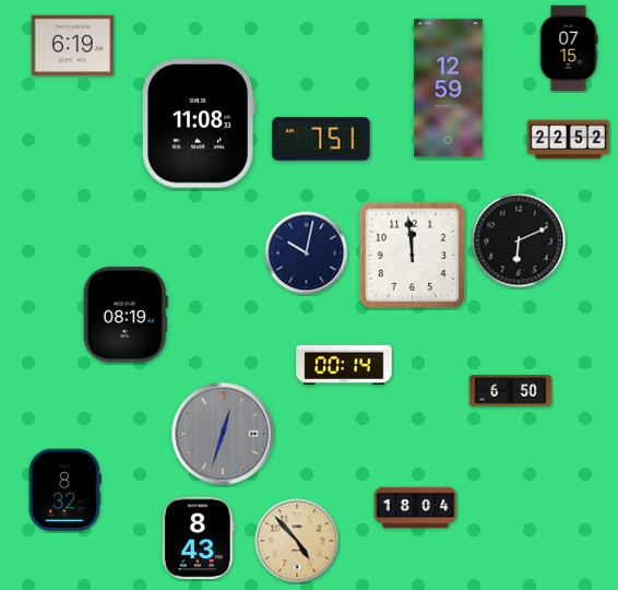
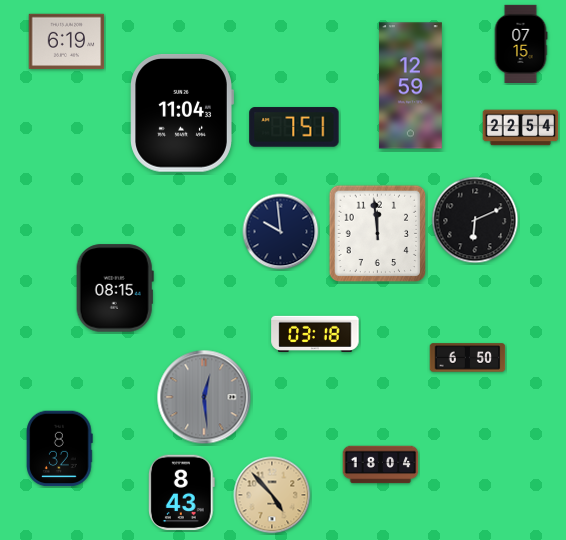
clock at (448, 88) position: (448, 88) -> (410, 86)
clock at (199, 123): 11:08 -> 11:04
clock at (569, 140): 22:52 -> 22:54
clock at (307, 253): 10:02 -> 9:59
clock at (126, 315): 08:19 -> 08:15
clock at (344, 364): 00:14 -> 03:18
clock at (223, 434): 12:33 -> 12:29
